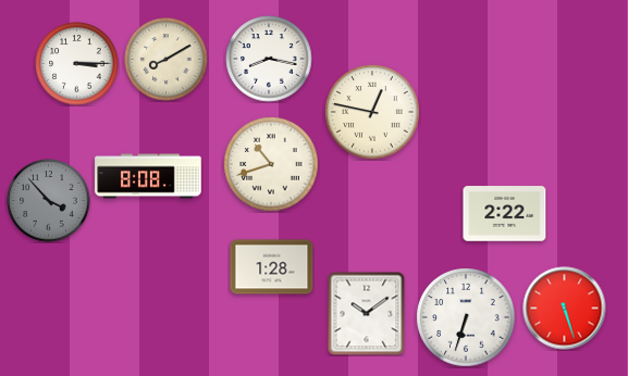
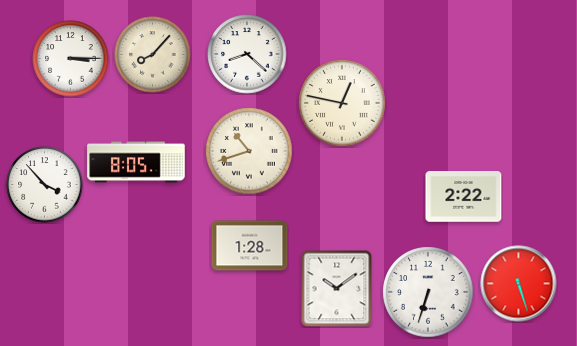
clock at (269, 59): 8:17 -> 8:22
clock at (167, 60): 8:10 -> 8:07
clock at (148, 176): 8:08 -> 8:05
clock at (49, 201) dial: grey -> white
